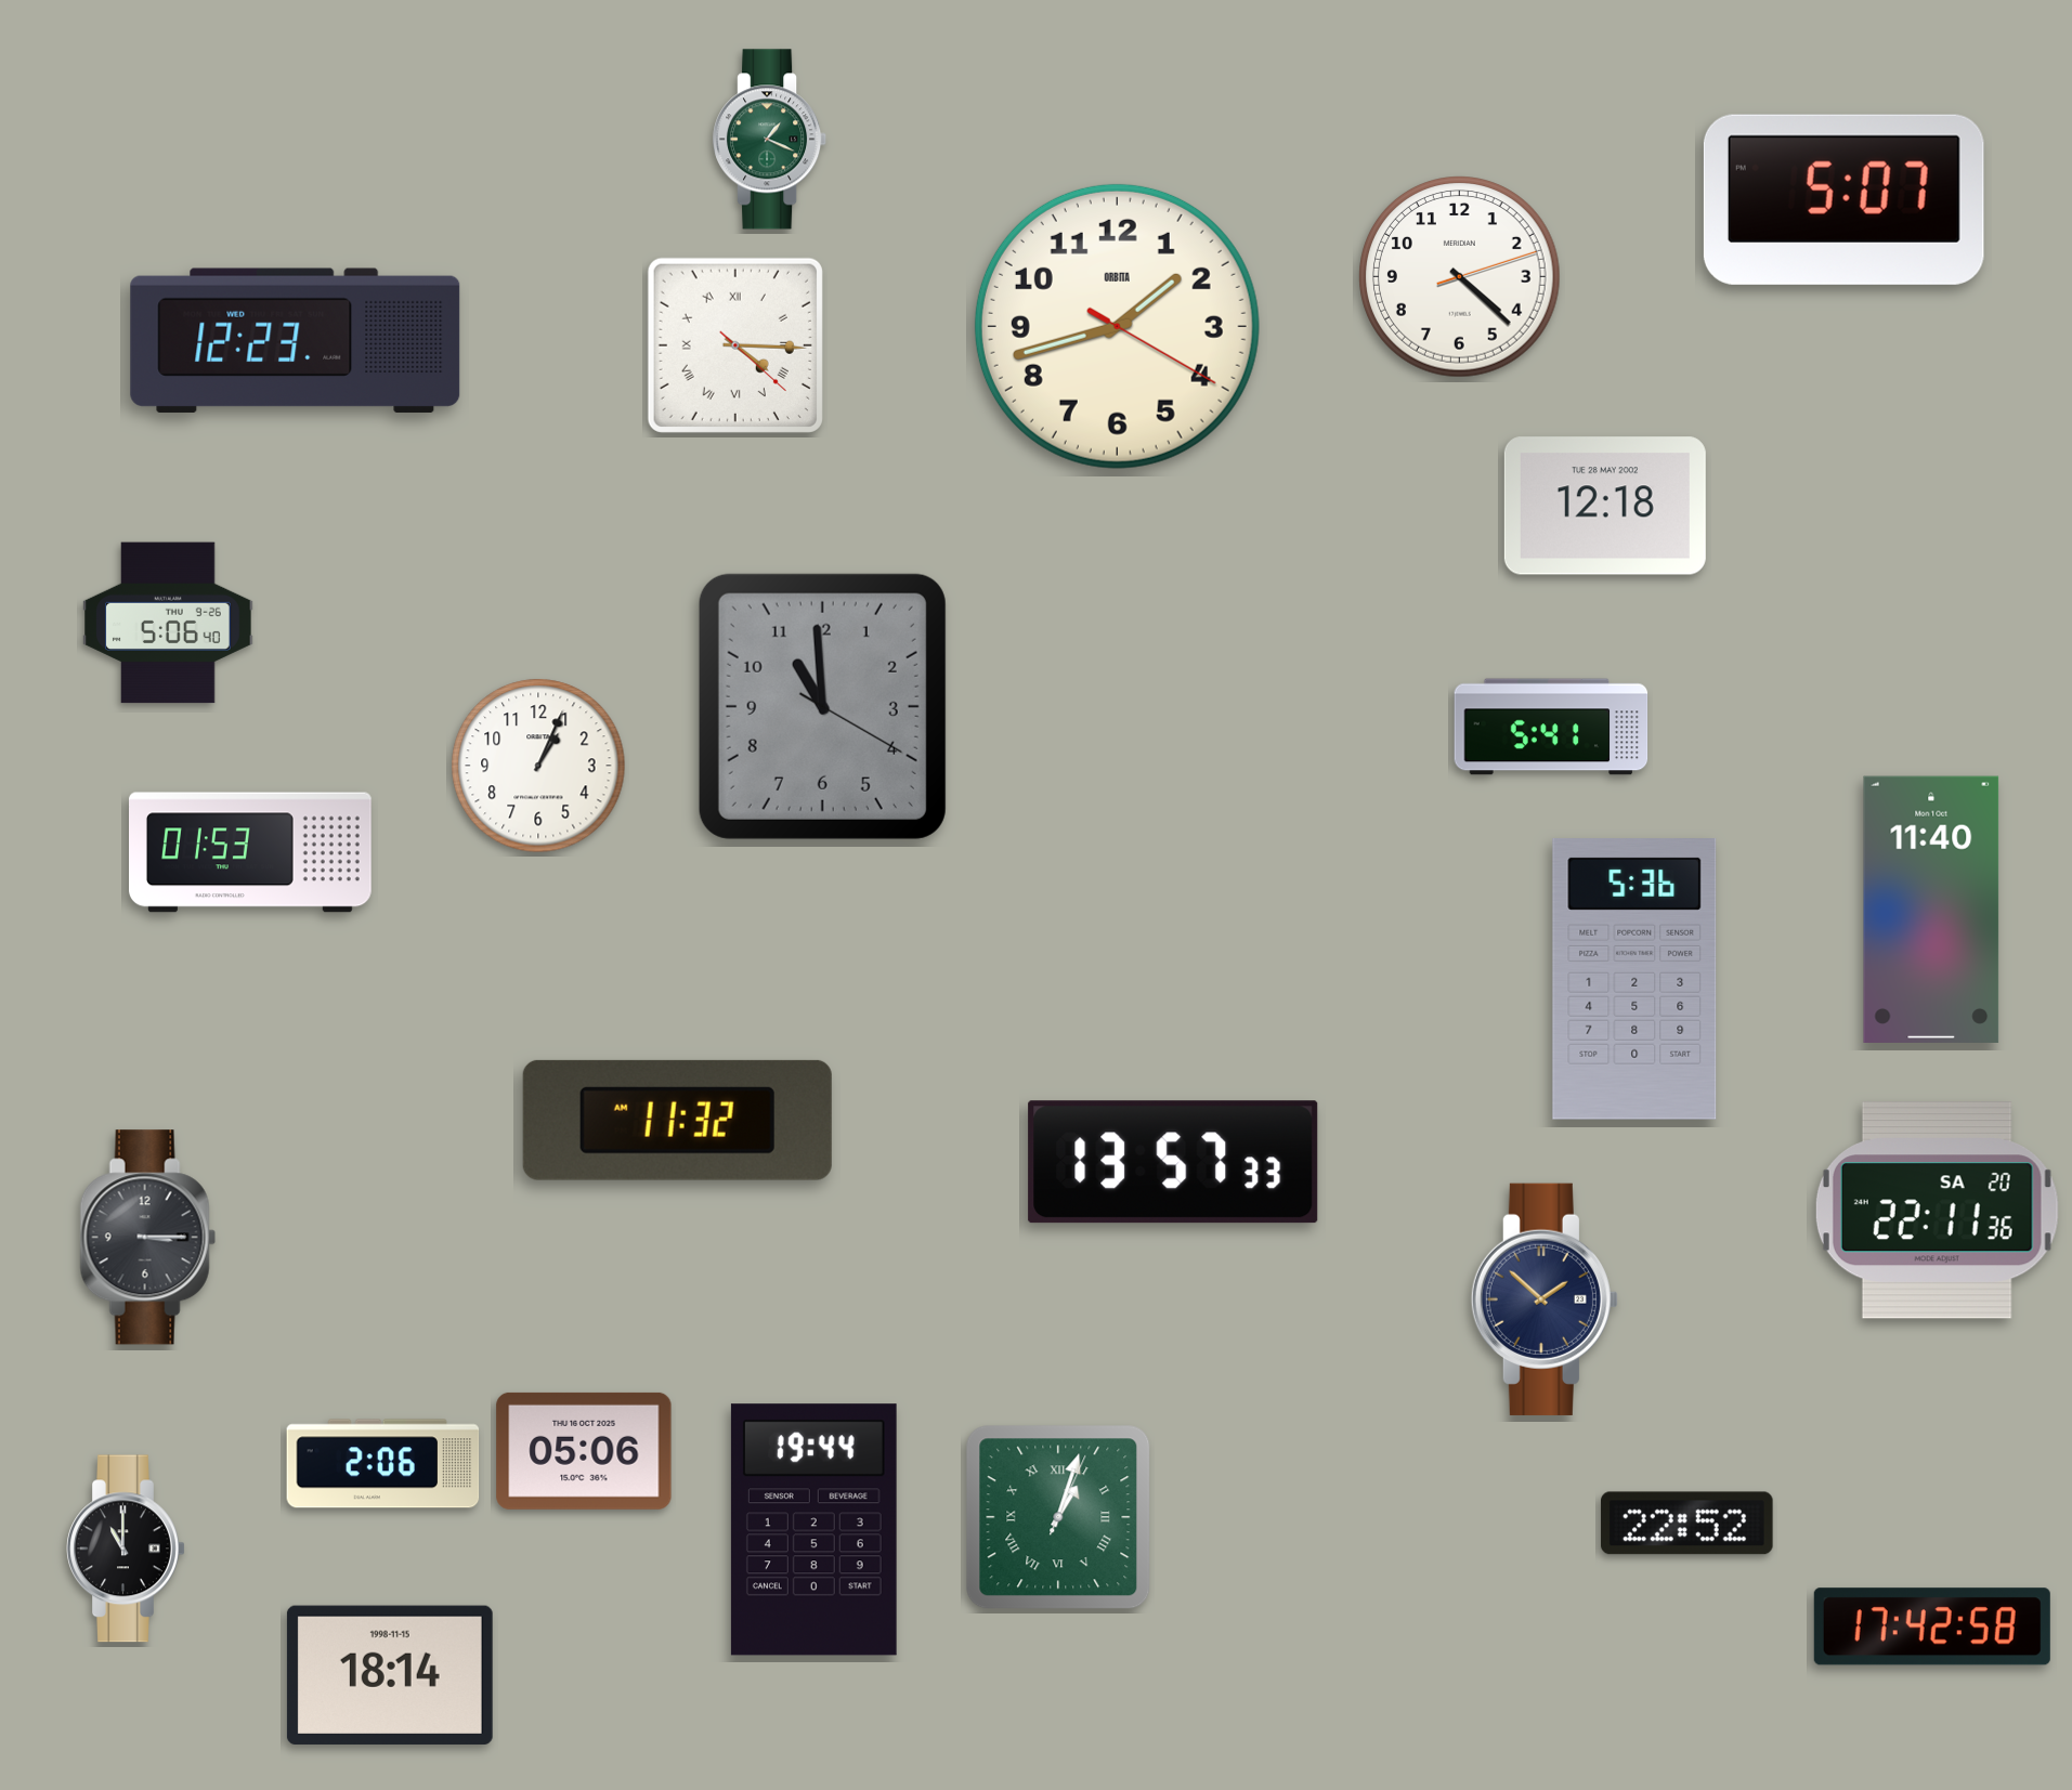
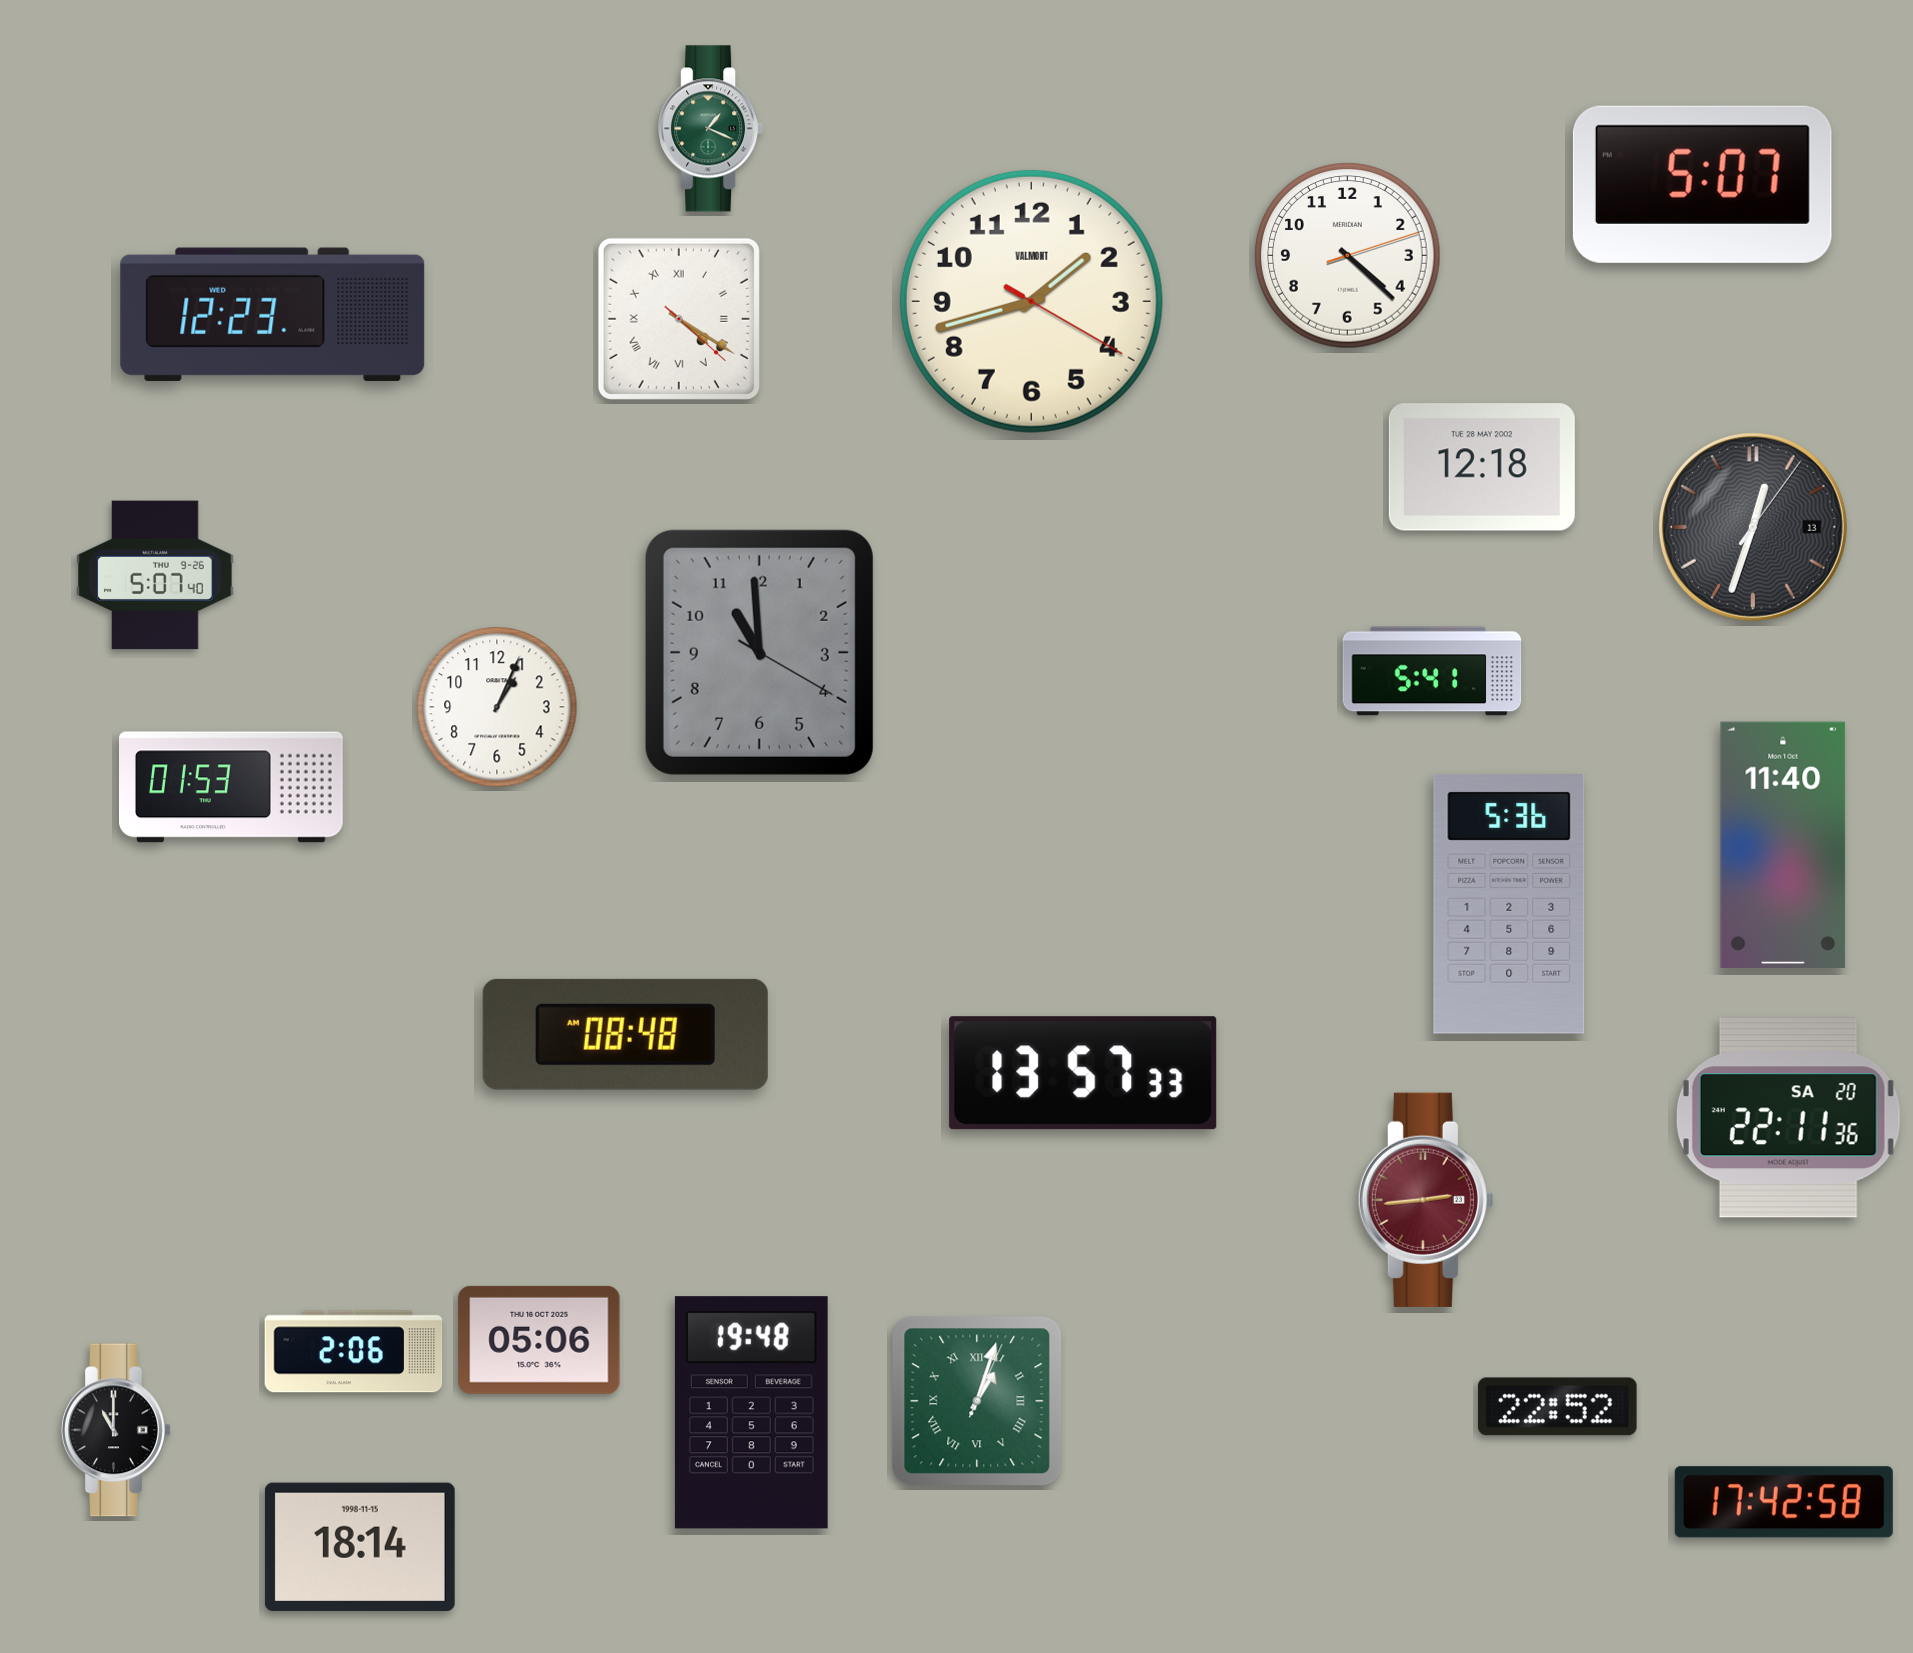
clock at (1117, 326) brand: ORBITA -> VALMONT
clock at (735, 345): 4:15 -> 4:20
clock at (1753, 527): none -> 12:33
clock at (168, 623): 5:06 -> 5:07
clock at (1931, 910) position: (1931, 910) -> (1783, 845)
clock at (677, 1120): 11:32 -> 08:48
clock at (147, 1238): 3:15 -> none
clock at (1545, 1299): 1:52 -> 2:44
clock at (1545, 1299) dial: navy -> burgundy
clock at (813, 1530): 19:44 -> 19:48
